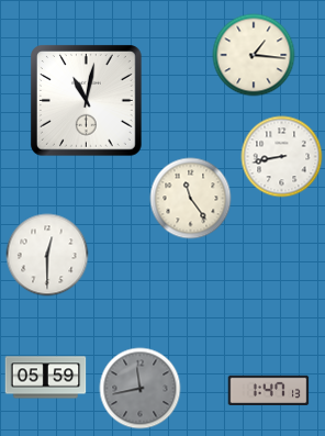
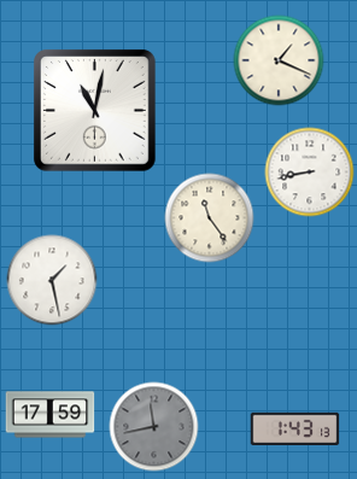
clock at (254, 55): 1:16 -> 1:19
clock at (47, 255): 12:30 -> 1:28
clock at (46, 378): 05:59 -> 17:59
clock at (269, 390): 1:47 -> 1:43
